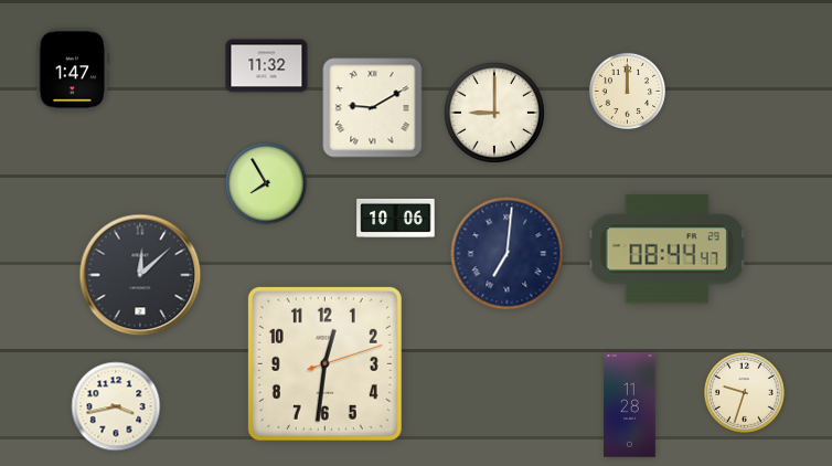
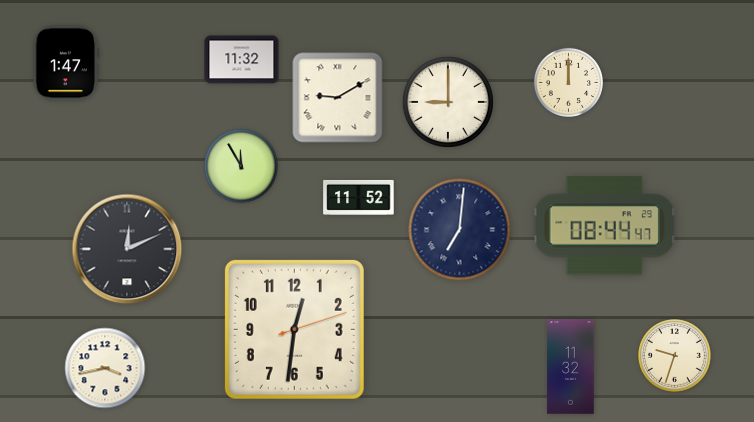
clock at (266, 183): 7:55 -> 11:55
clock at (396, 218): 10:06 -> 11:52
clock at (140, 275): 12:08 -> 12:11
clock at (630, 405): 11:28 -> 11:32
